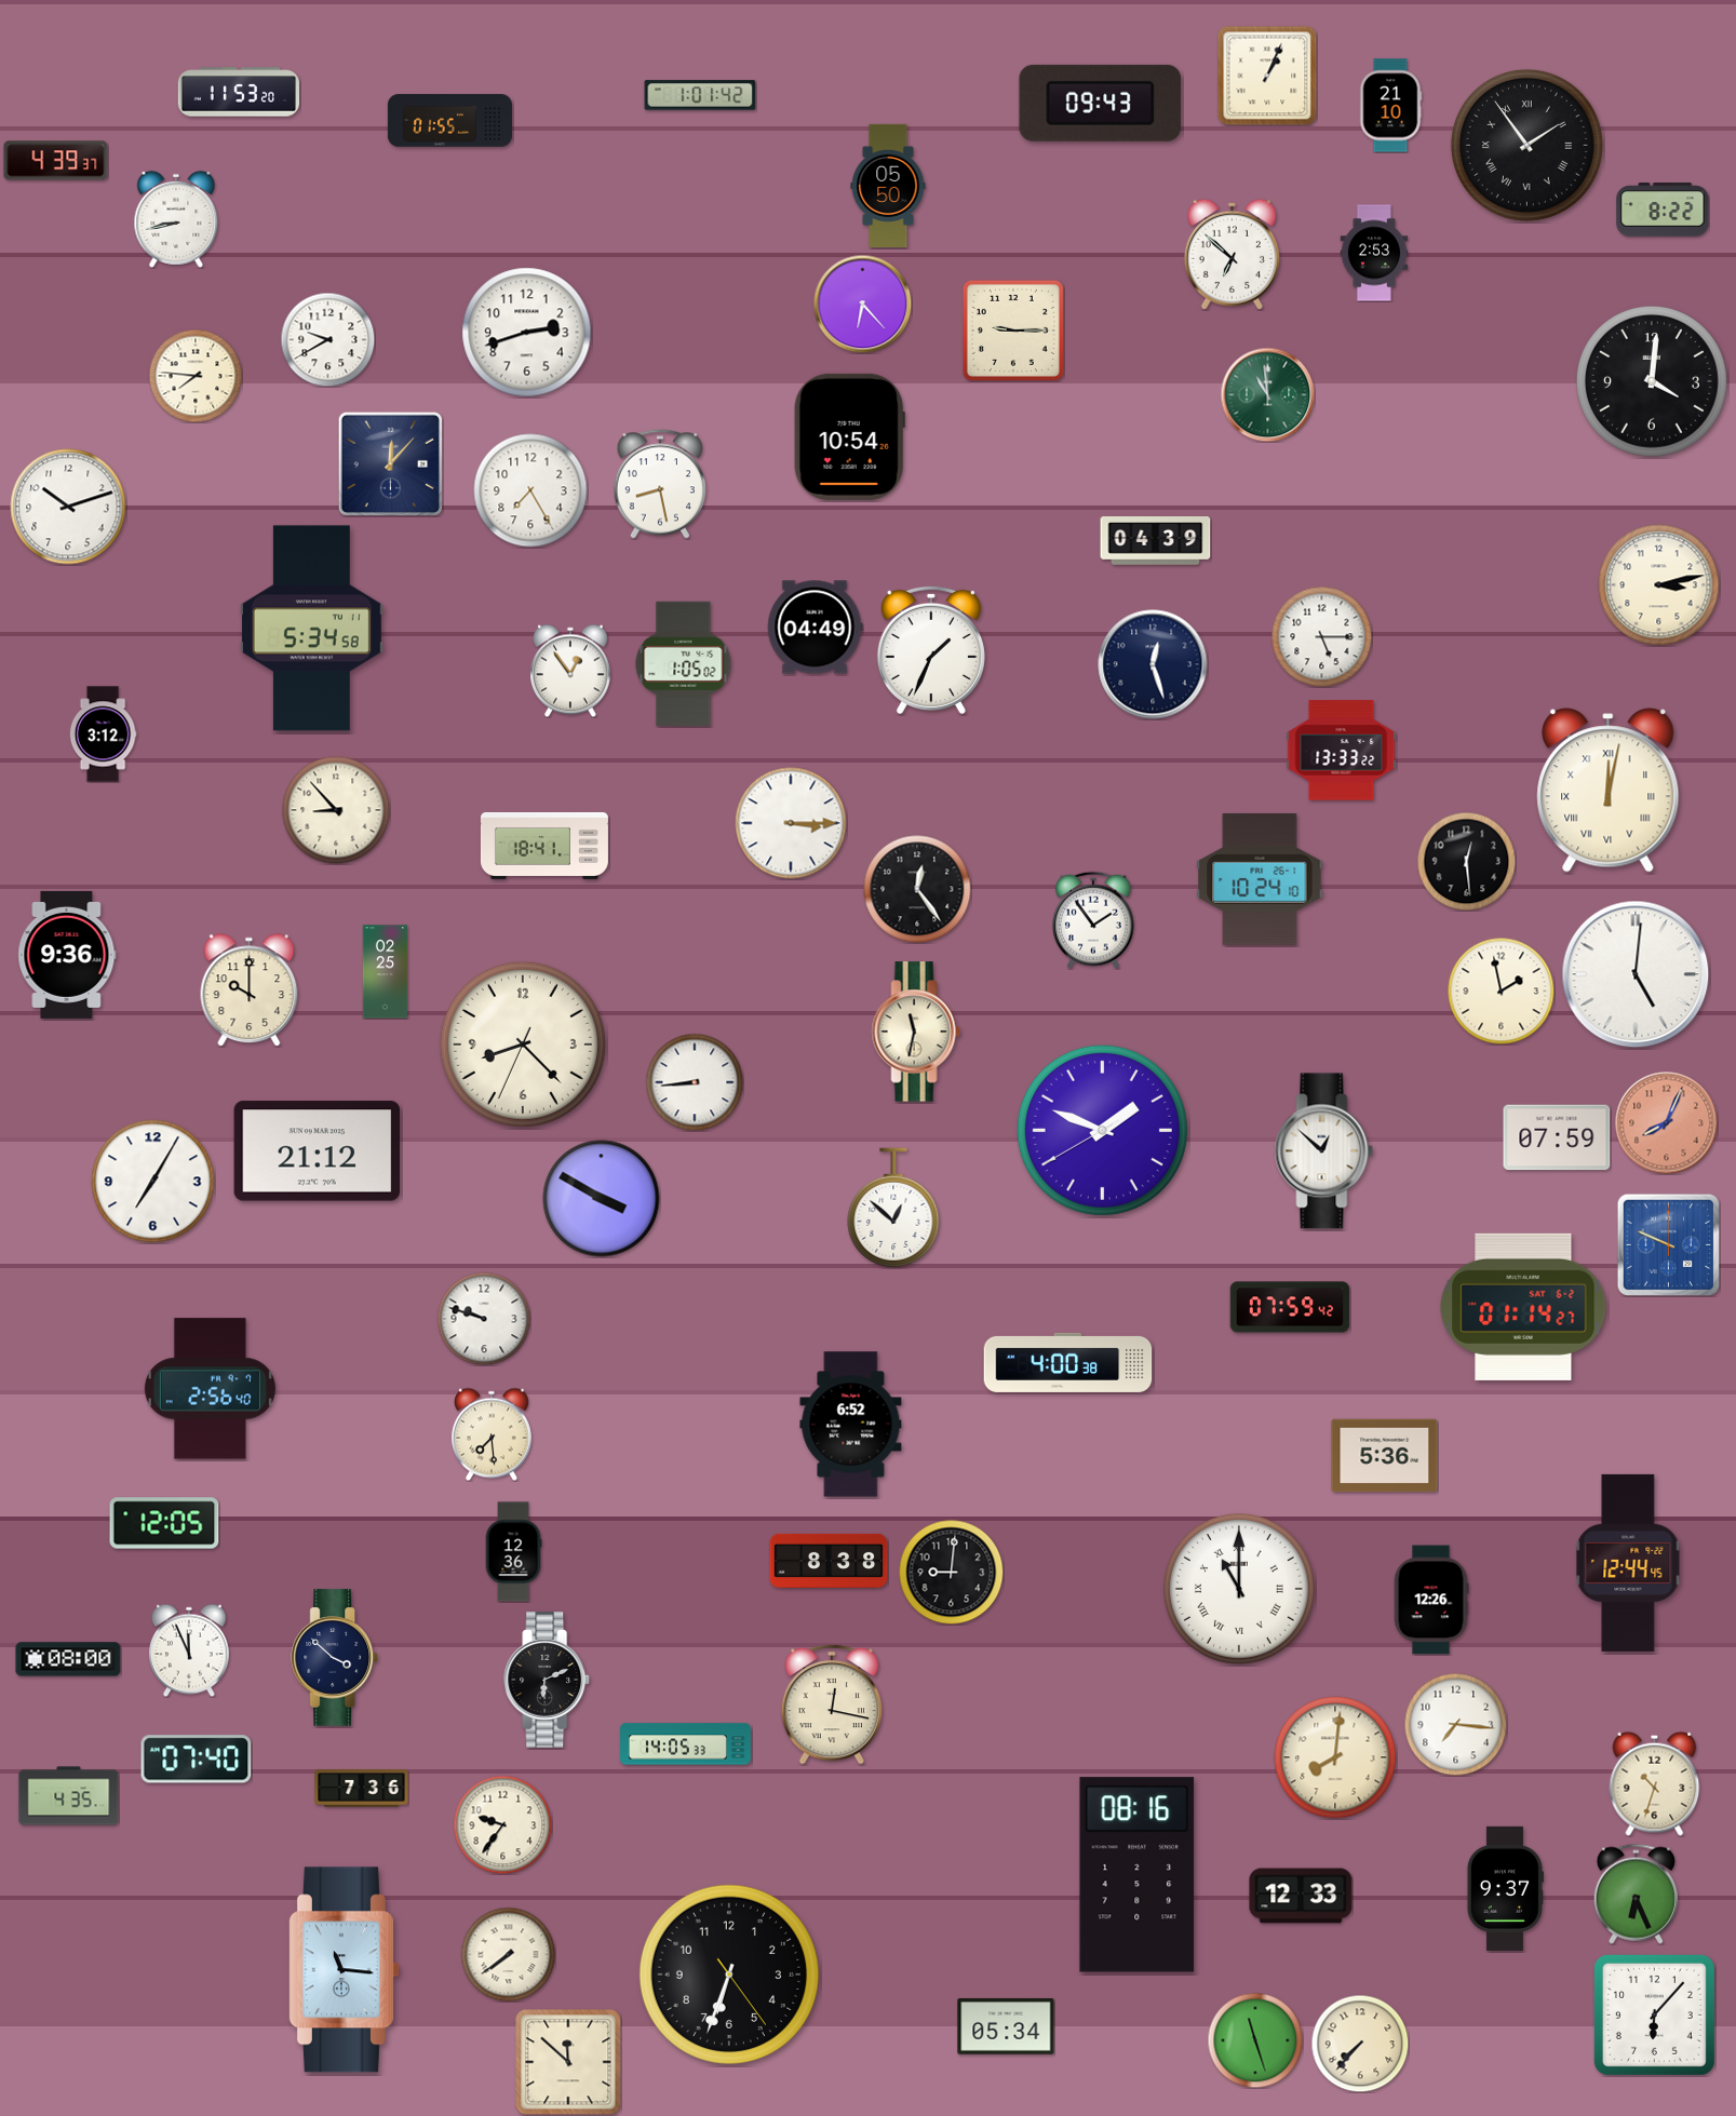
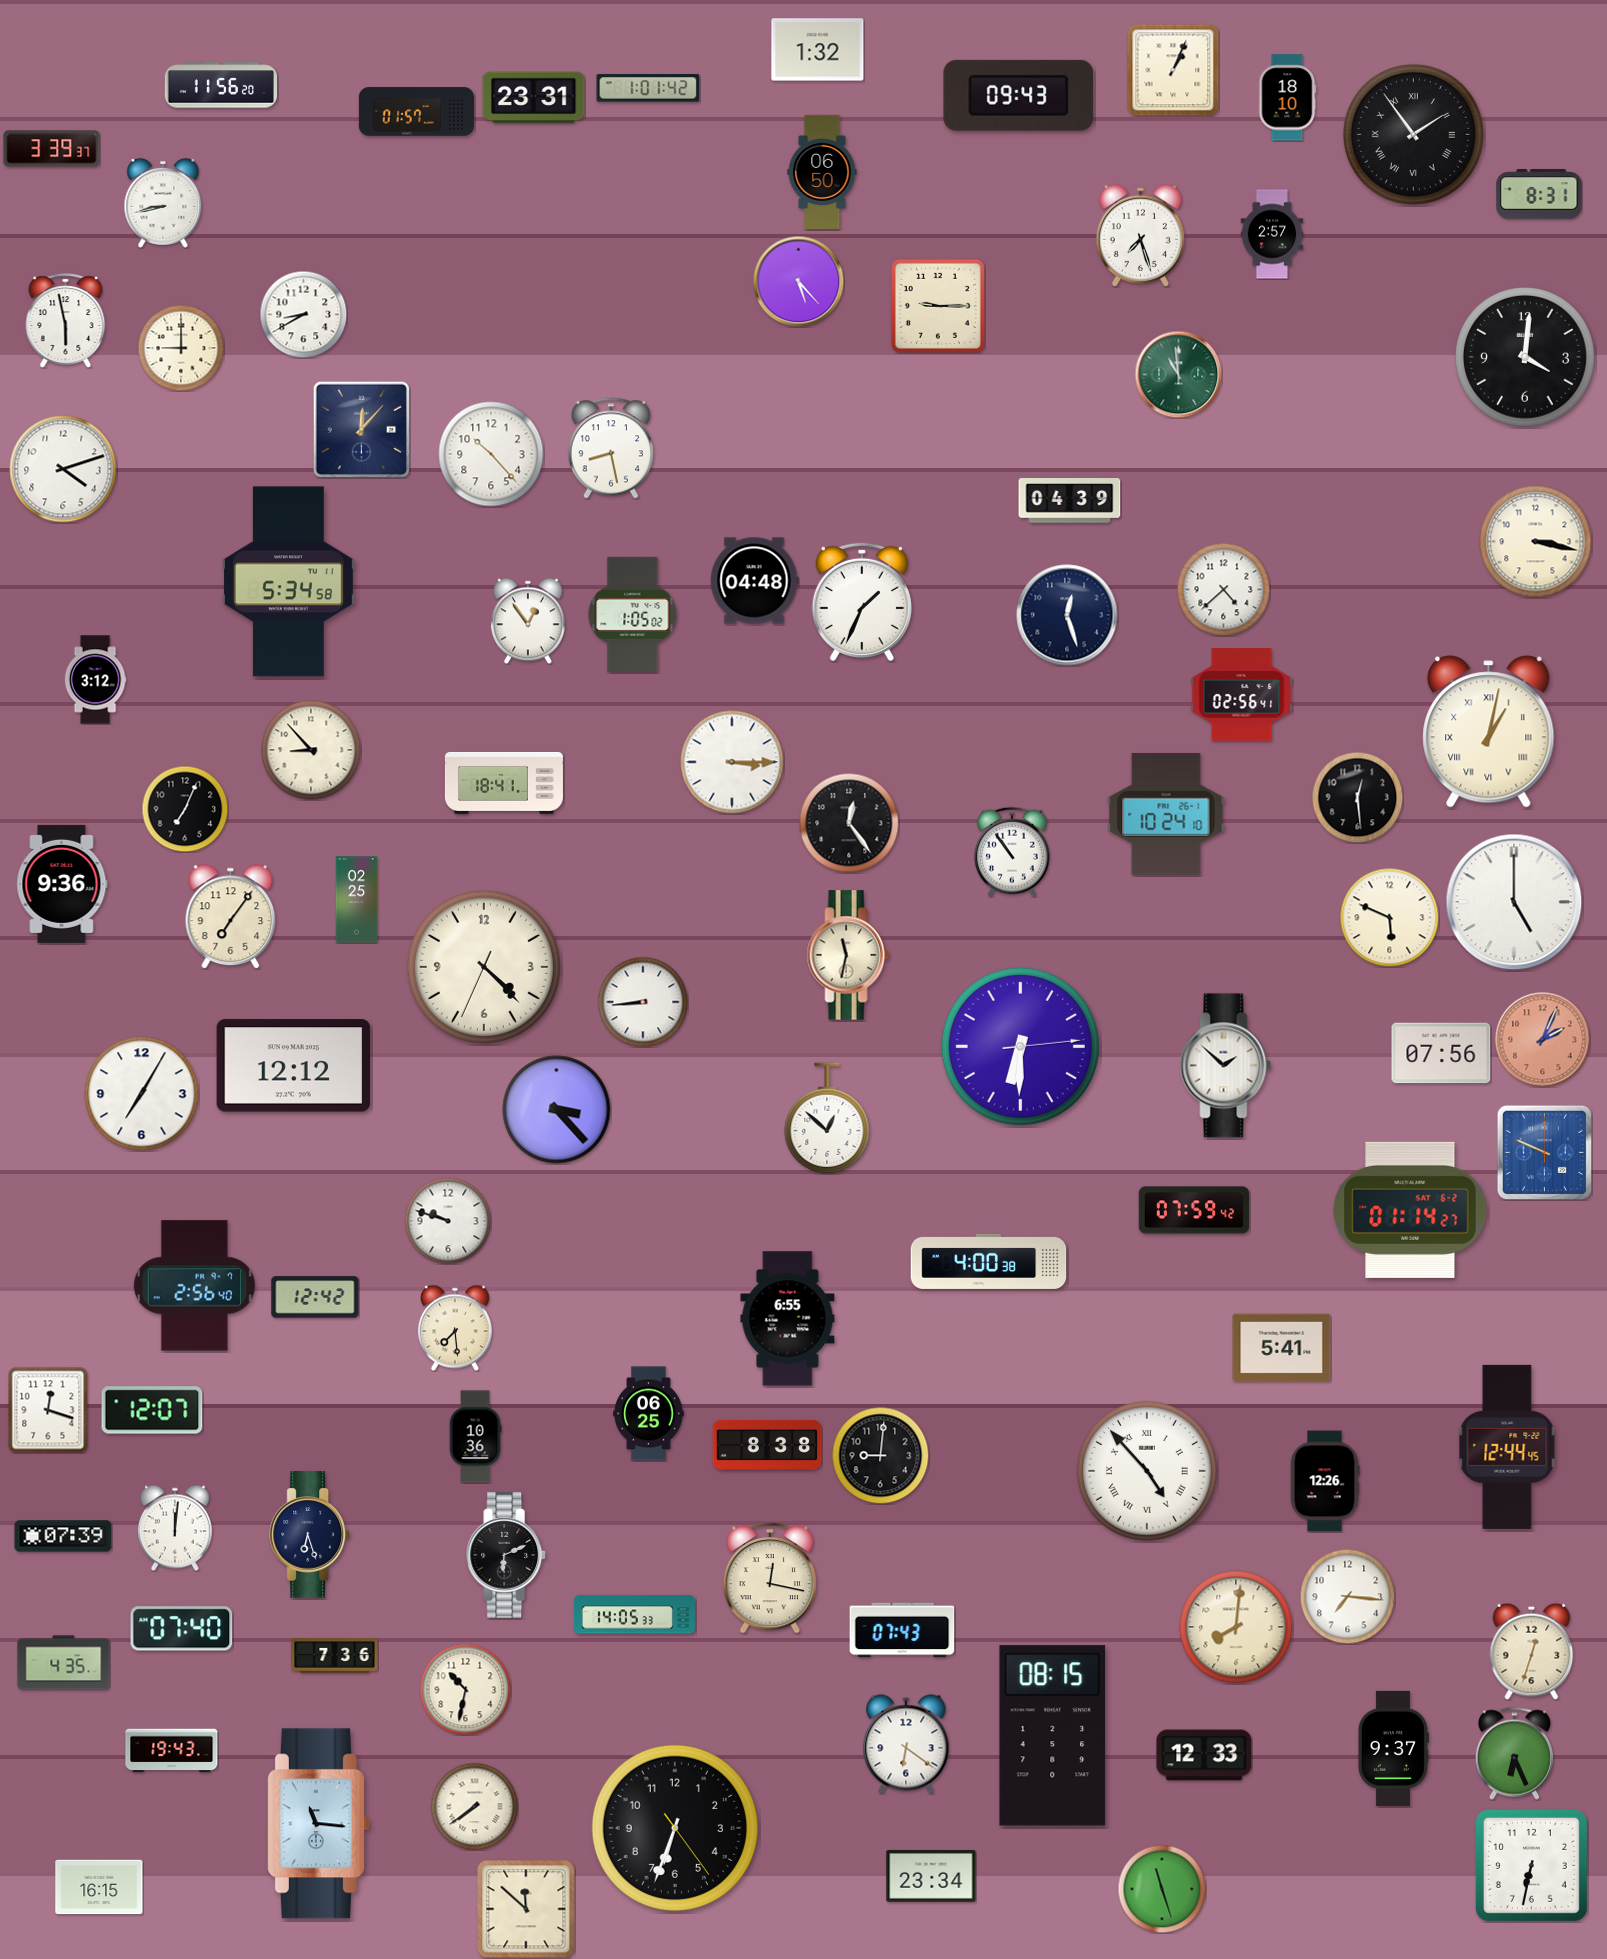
clock at (818, 50): none -> 1:32
clock at (238, 92): 11:53 -> 11:56
clock at (534, 98): none -> 23:31
clock at (1390, 106): 21:10 -> 18:10
clock at (449, 121): 01:55 -> 01:57
clock at (56, 161): 4:39 -> 3:39
clock at (888, 186): 05:50 -> 06:50
clock at (1663, 210): 8:22 -> 8:31
clock at (1374, 253): 2:53 -> 2:57
clock at (1232, 254): 6:52 -> 7:27
clock at (862, 304): 6:23 -> 5:23
clock at (527, 333): 2:42 -> none
clock at (327, 339): 9:40 -> 8:40
clock at (66, 321): none -> 5:58
clock at (196, 376): 7:46 -> 9:00
clock at (1652, 381) position: (1652, 381) -> (1525, 357)
clock at (1267, 394) position: (1267, 394) -> (1178, 374)
clock at (849, 436): 10:54 -> none
clock at (530, 490): 7:25 -> 10:23
clock at (68, 507): 10:12 -> 4:12
clock at (1659, 585): 3:13 -> 3:17
clock at (815, 628): 04:49 -> 04:48
clock at (1321, 636): 5:15 -> 4:38
clock at (1342, 751): 13:33 -> 02:56
clock at (1609, 791): 12:02 -> 1:02
clock at (185, 809): none -> 7:04
clock at (1093, 920): 1:54 -> 10:54
clock at (1636, 974): 5:01 -> 5:00
clock at (250, 990): 10:00 -> 7:06
clock at (1502, 992): 1:58 -> 5:49
clock at (523, 1044): 8:22 -> 4:22
clock at (1666, 1122): 8:04 -> 2:04
clock at (1102, 1130): 1:48 -> 6:30
clock at (1557, 1137): 07:59 -> 07:56
clock at (318, 1151): 21:12 -> 12:12
clock at (1324, 1151): 12:52 -> 1:52
clock at (602, 1199): 3:50 -> 3:23
clock at (315, 1297): none -> 12:42
clock at (851, 1425): 6:52 -> 6:55
clock at (1385, 1456): 5:36 -> 5:41
clock at (48, 1410): none -> 12:18
clock at (164, 1523): 12:05 -> 12:07
clock at (649, 1414): none -> 06:25
clock at (513, 1552): 12:36 -> 10:36
clock at (1239, 1589): 11:00 -> 4:53
clock at (189, 1650): 11:56 -> 12:01
clock at (334, 1658): 3:52 -> 6:27
clock at (68, 1659): 08:00 -> 07:39
clock at (902, 1630): none -> 07:43
clock at (1655, 1783): 10:33 -> 12:33
clock at (502, 1824): 9:36 -> 10:32
clock at (1138, 1875): 08:16 -> 08:15
clock at (906, 1744): none -> 6:21
clock at (172, 1751): none -> 19:43
clock at (508, 1954) position: (508, 1954) -> (474, 1806)
clock at (1654, 2014): 6:07 -> 6:32
clock at (1006, 2027): 05:34 -> 23:34
clock at (99, 1887): none -> 16:15
clock at (1360, 2044): 7:37 -> none
